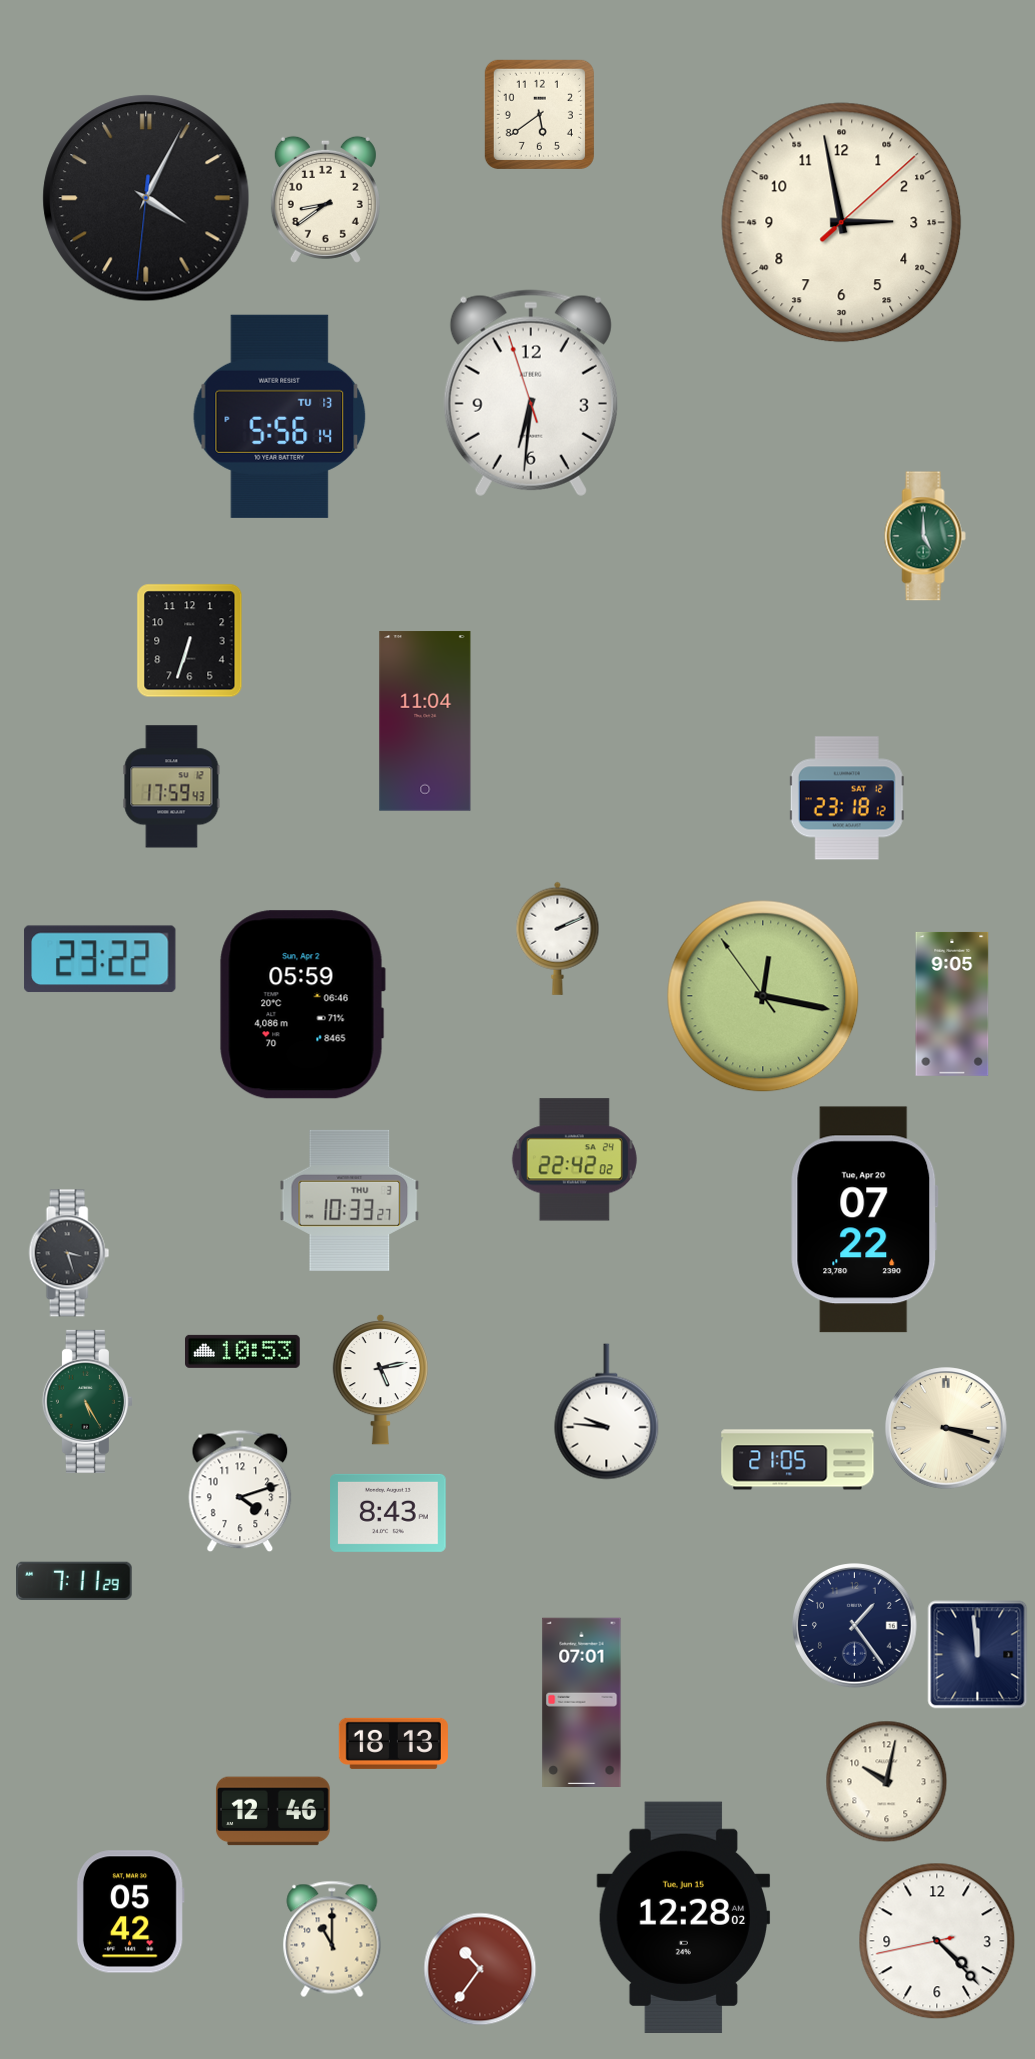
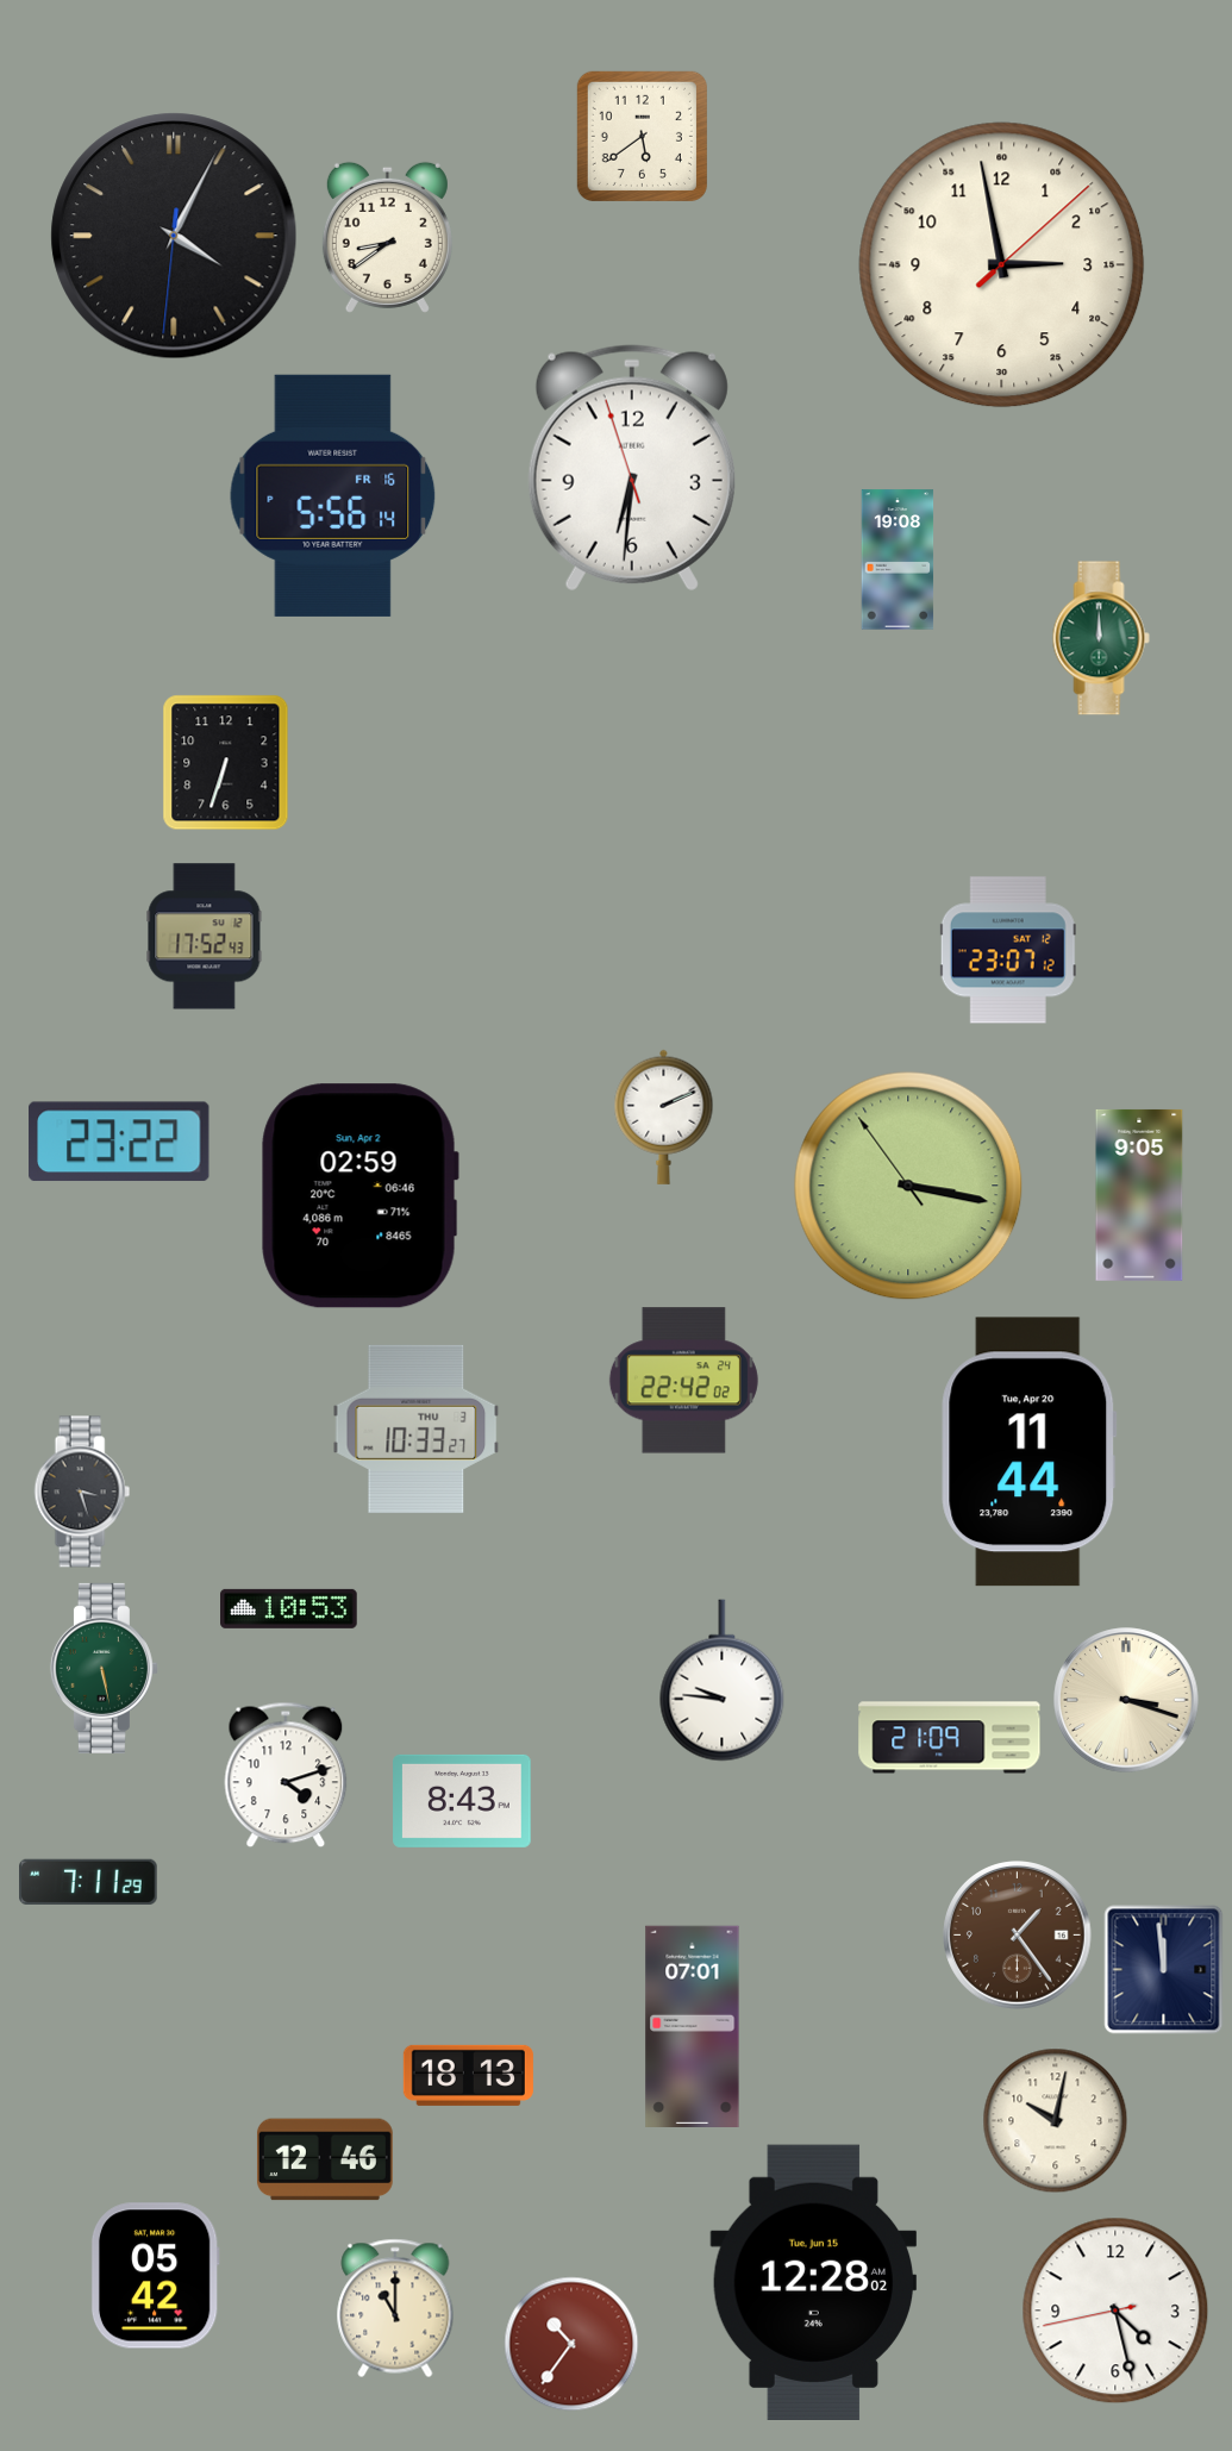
clock at (280, 416) date: TU 13 -> FR 16
clock at (898, 559): none -> 19:08
clock at (925, 536): 5:00 -> 12:00
clock at (425, 721): 11:04 -> none
clock at (172, 787): 17:59 -> 17:52
clock at (847, 798): 23:18 -> 23:07
clock at (763, 996): 12:16 -> 3:16
clock at (952, 1004) position: (952, 1004) -> (1139, 1195)
clock at (302, 1005): 05:59 -> 02:59
clock at (865, 1220): 07:22 -> 11:44
clock at (380, 1379): 5:13 -> none
clock at (87, 1401): 5:25 -> 5:28
clock at (798, 1460): 21:05 -> 21:09
clock at (855, 1626) dial: navy -> brown
clock at (273, 1811) position: (273, 1811) -> (325, 2159)
clock at (937, 1941): 4:22 -> 4:27
